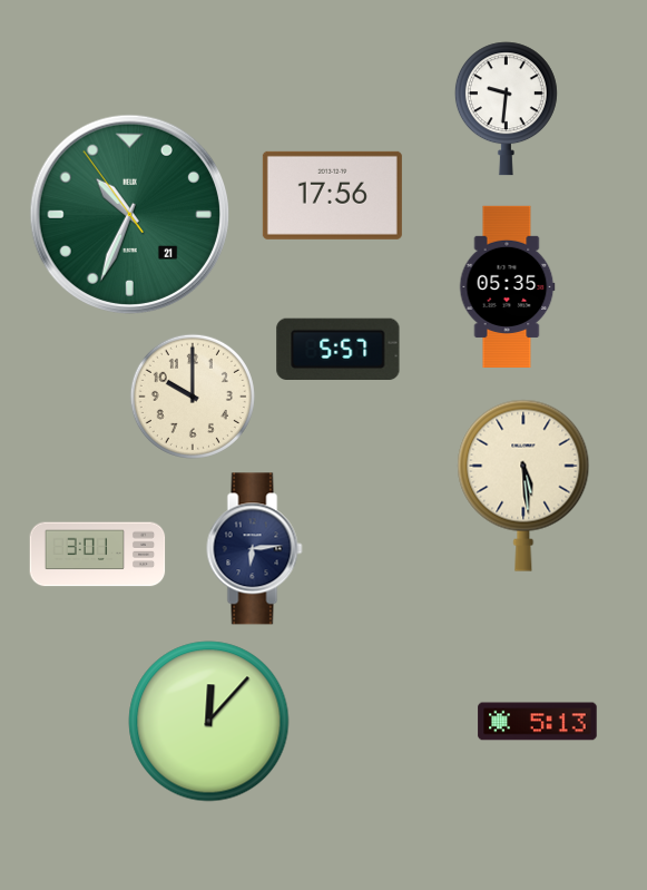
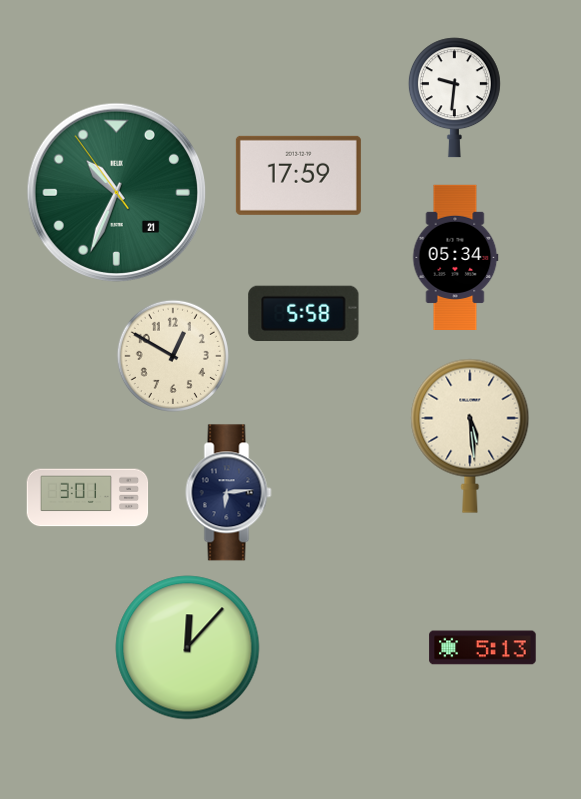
clock at (332, 195): 17:56 -> 17:59
clock at (507, 287): 05:35 -> 05:34
clock at (339, 349): 5:57 -> 5:58
clock at (193, 397): 10:00 -> 12:50
